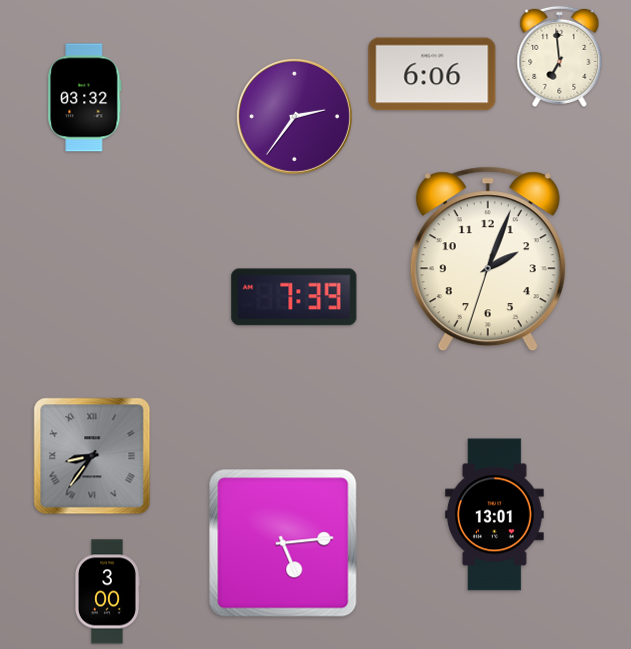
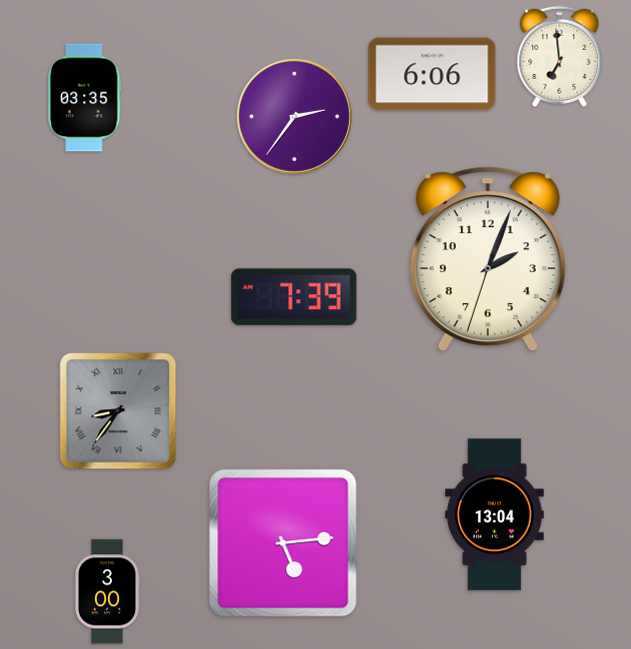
clock at (85, 98): 03:32 -> 03:35
clock at (92, 456) position: (92, 456) -> (118, 411)
clock at (495, 515): 13:01 -> 13:04
